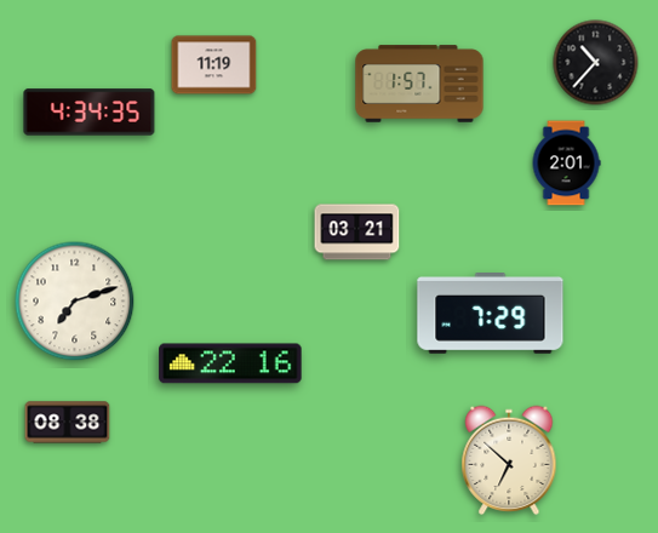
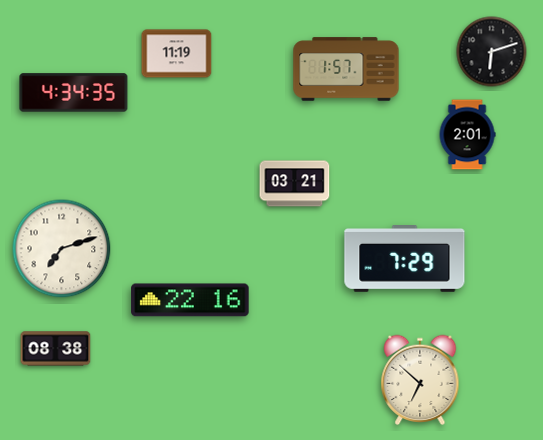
clock at (596, 63): 10:37 -> 6:12
clock at (357, 233) position: (357, 233) -> (295, 184)
